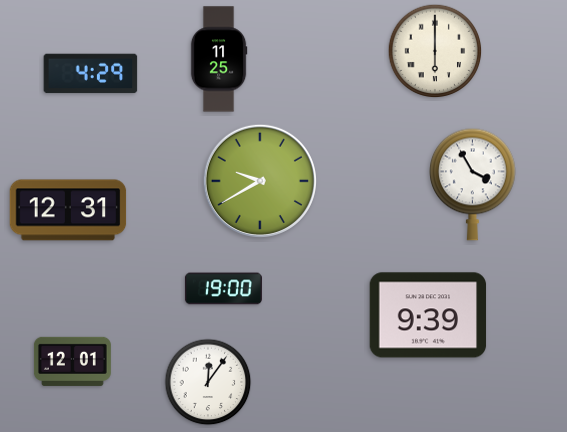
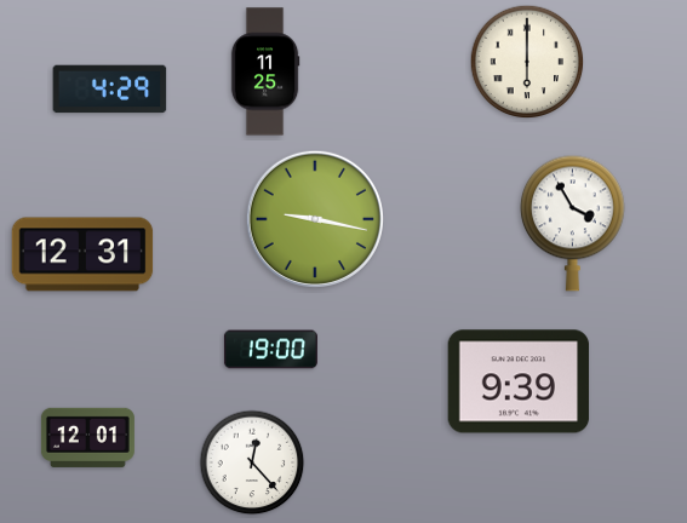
clock at (259, 180): 9:40 -> 9:17
clock at (208, 382): 12:06 -> 12:23
